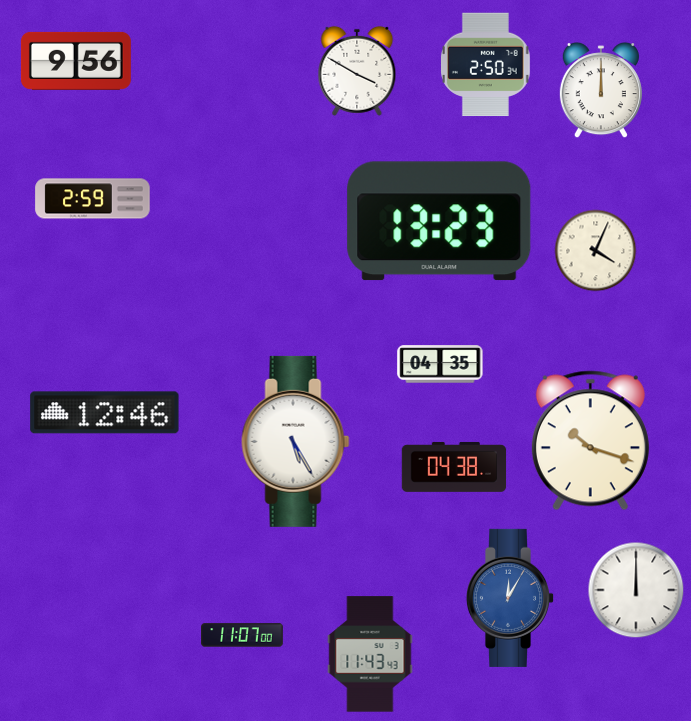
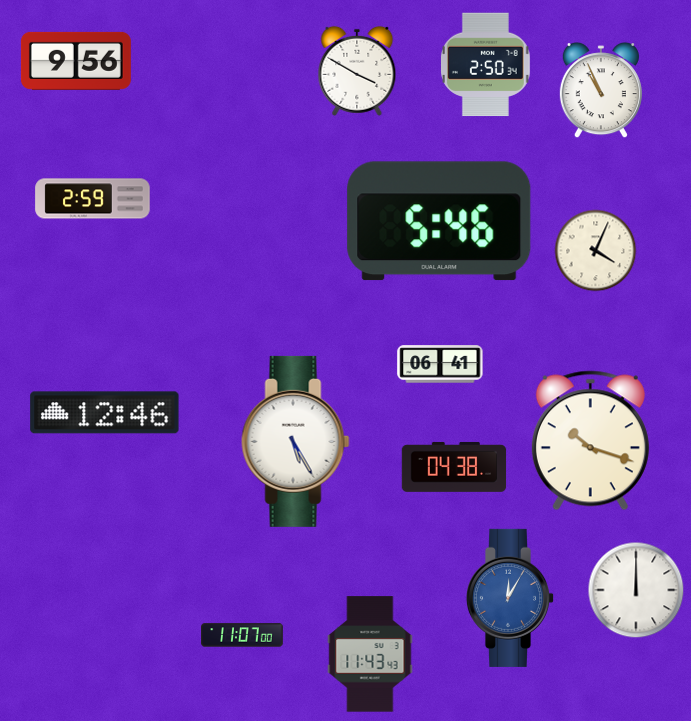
clock at (601, 91): 12:00 -> 10:56
clock at (439, 221): 13:23 -> 5:46
clock at (440, 364): 04:35 -> 06:41
